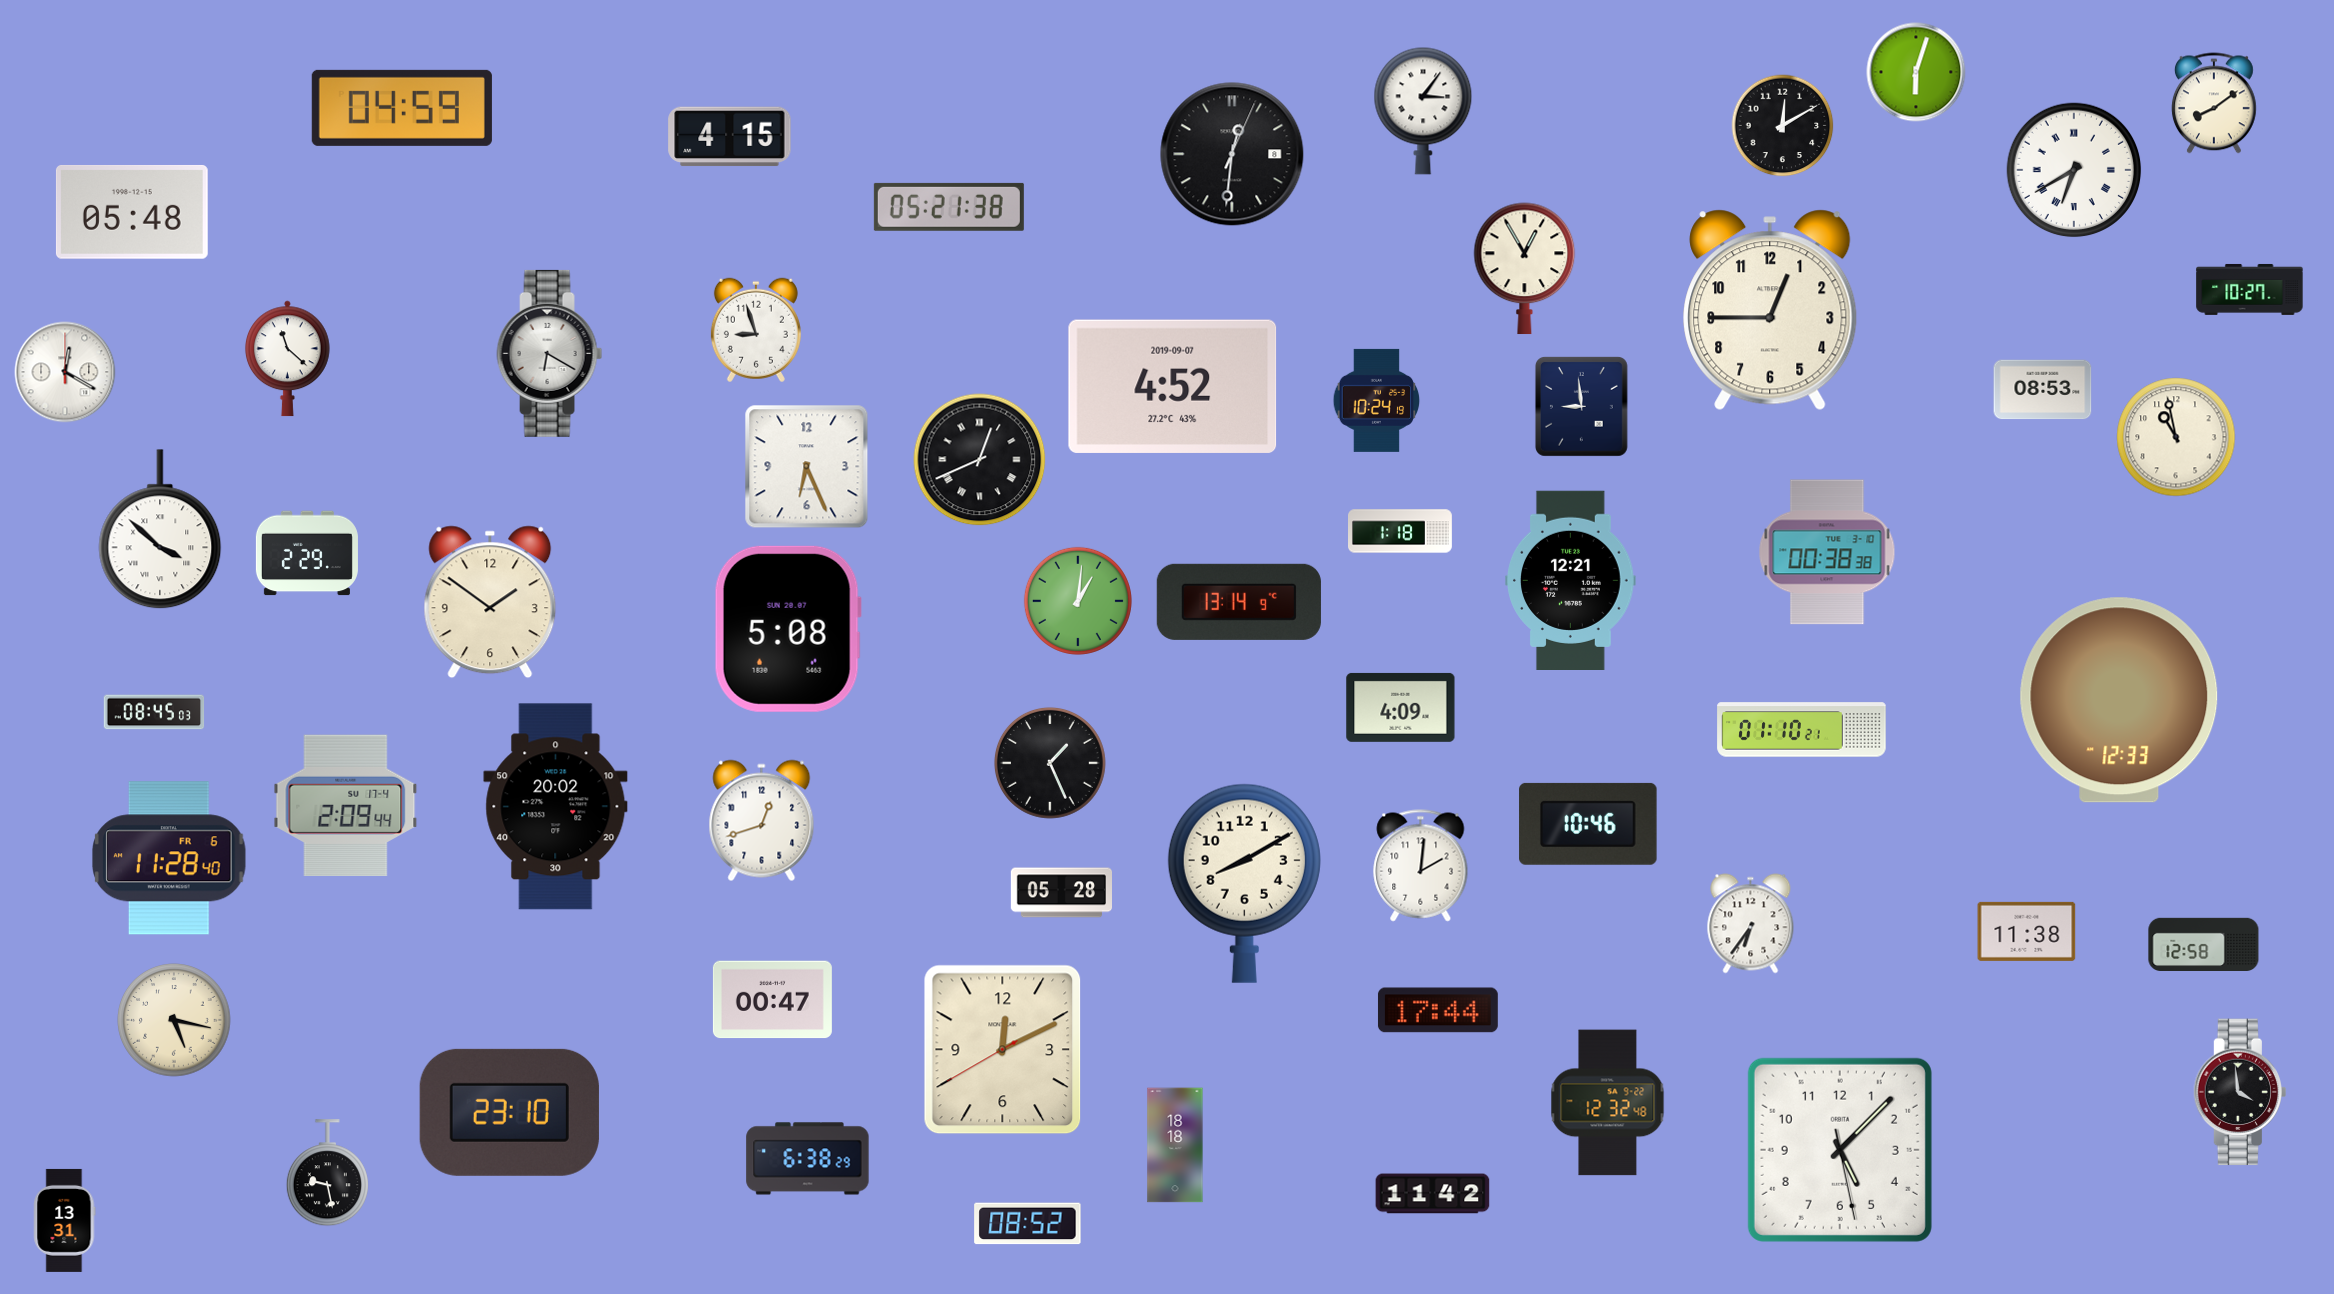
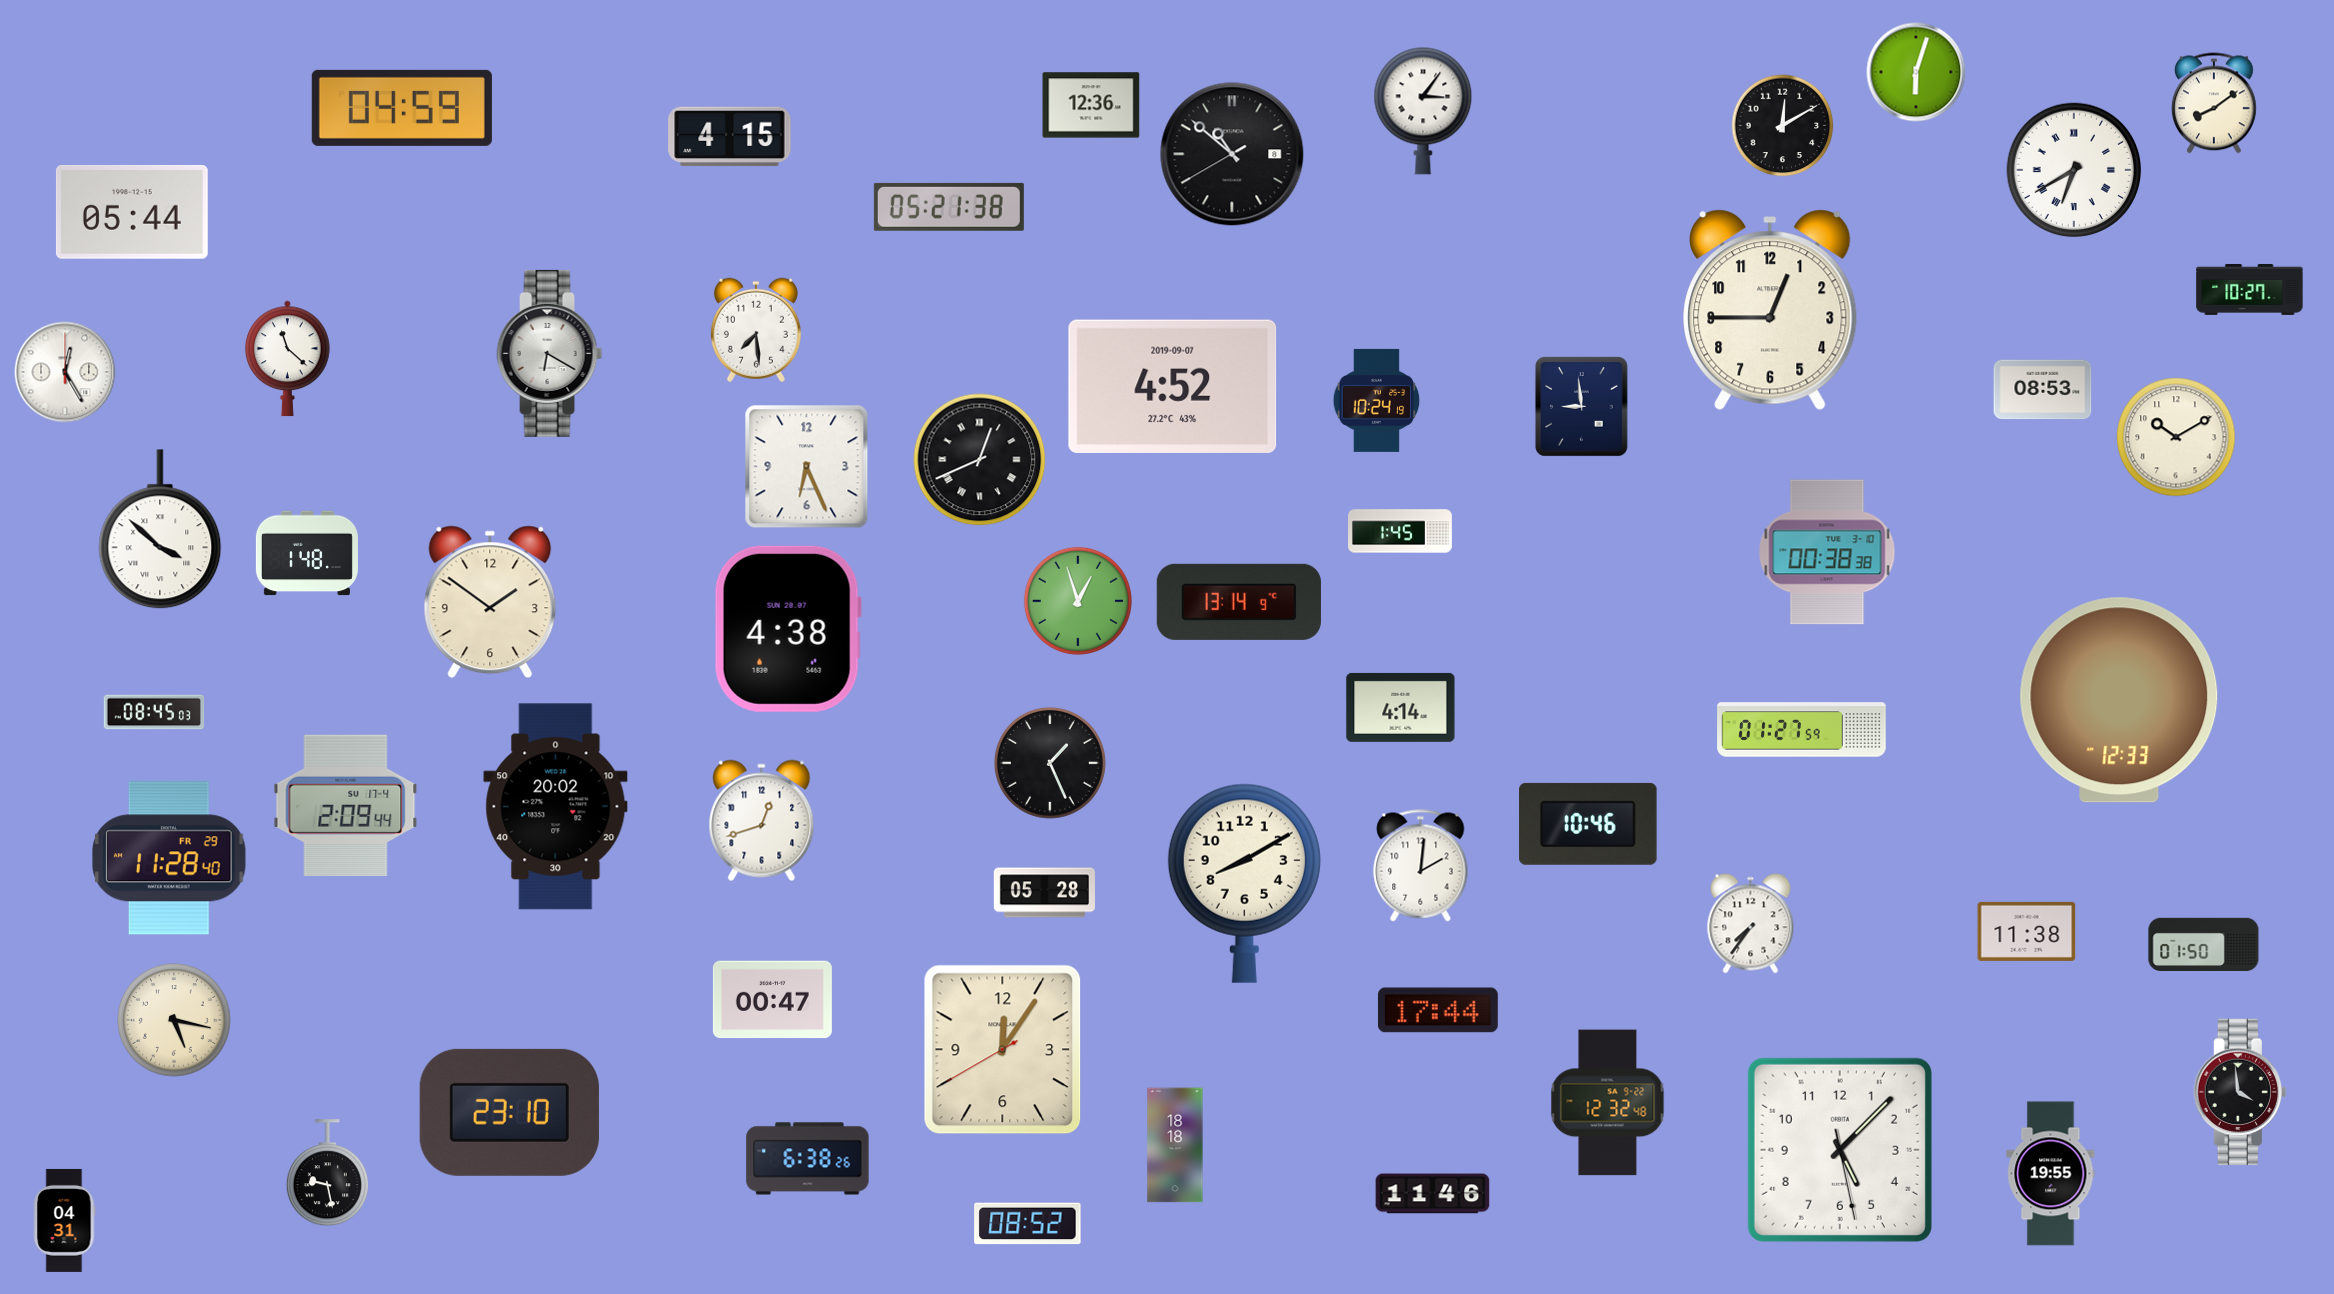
clock at (1091, 105): none -> 12:36
clock at (1232, 154): 12:31 -> 10:51
clock at (132, 212): 05:48 -> 05:44
clock at (1525, 269): 12:55 -> none
clock at (756, 330): 8:57 -> 7:29
clock at (65, 372): 12:20 -> 12:25
clock at (2176, 437): 10:58 -> 10:10
clock at (1401, 531): 1:18 -> 1:45
clock at (307, 553): 2:29 -> 1:48
clock at (1571, 580): 12:21 -> none
clock at (1078, 601): 1:01 -> 12:57
clock at (788, 629): 5:08 -> 4:38
clock at (1401, 707): 4:09 -> 4:14
clock at (1802, 730): 01:10 -> 01:27
clock at (169, 858) date: FR 6 -> FR 29
clock at (1061, 893) position: (1061, 893) -> (1044, 893)
clock at (1751, 924): 6:36 -> 7:36
clock at (2204, 944): 12:58 -> 01:50
clock at (1003, 1050): 12:10 -> 12:05
clock at (808, 1159): 6:38:29 -> 6:38:26
clock at (2051, 1174): none -> 19:55
clock at (1433, 1194): 11:42 -> 11:46
clock at (65, 1220): 13:31 -> 04:31
